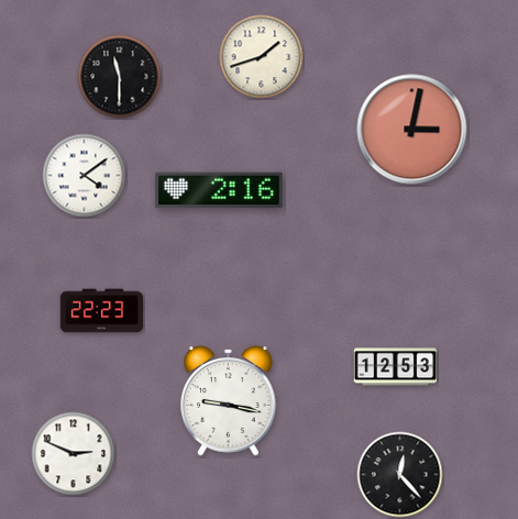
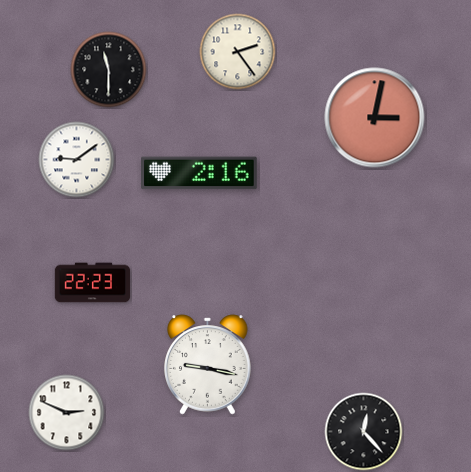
clock at (262, 57): 1:42 -> 2:24
clock at (85, 176): 4:09 -> 9:09
clock at (396, 367): 12:53 -> none
